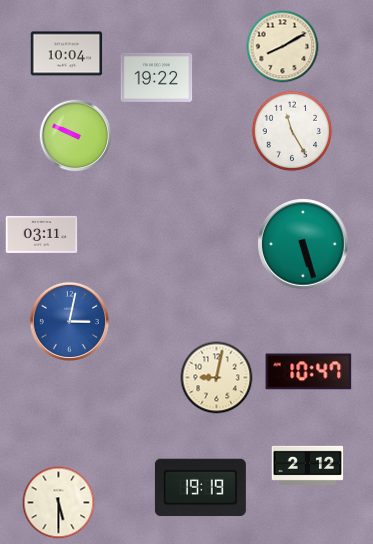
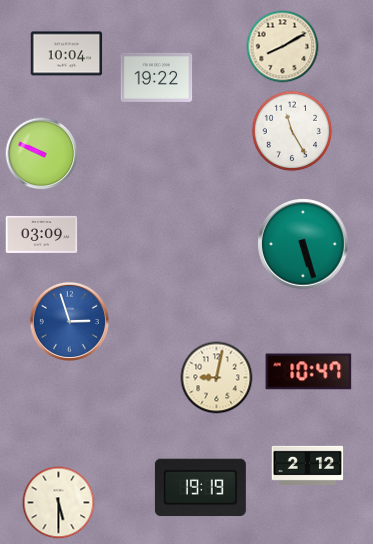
clock at (76, 136) position: (76, 136) -> (42, 154)
clock at (42, 234): 03:11 -> 03:09
clock at (69, 321): 3:02 -> 2:57
